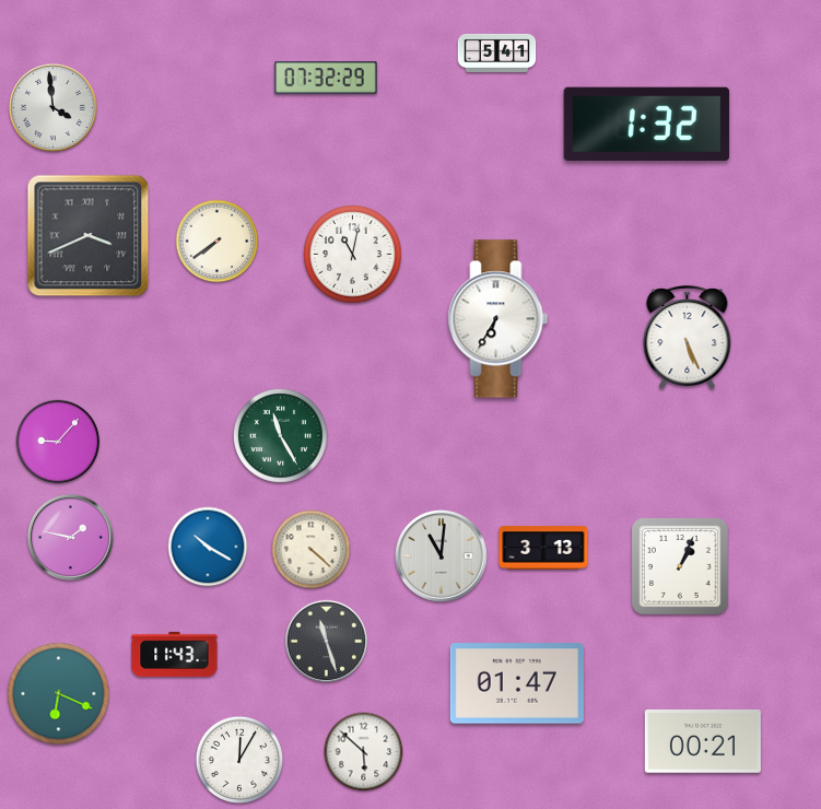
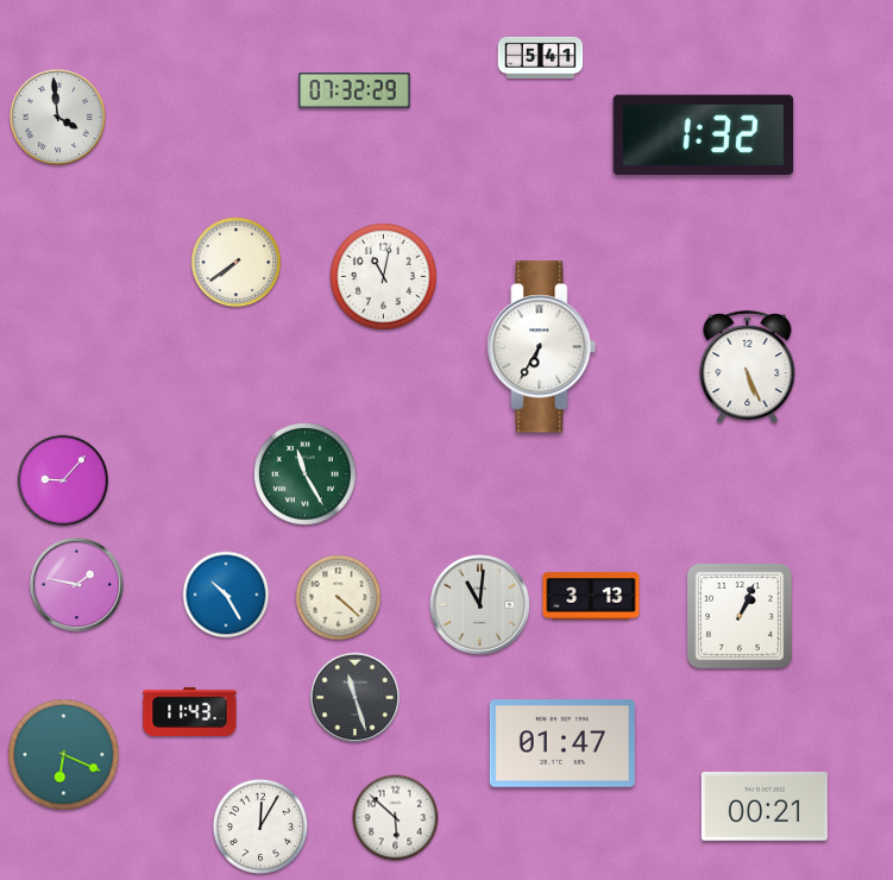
clock at (326, 78) position: (326, 78) -> (354, 90)
clock at (89, 236): 3:41 -> none
clock at (208, 547): 10:20 -> 10:25
